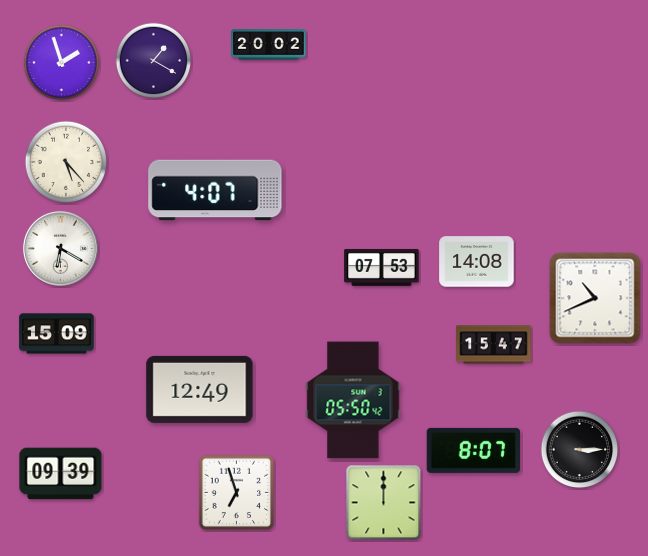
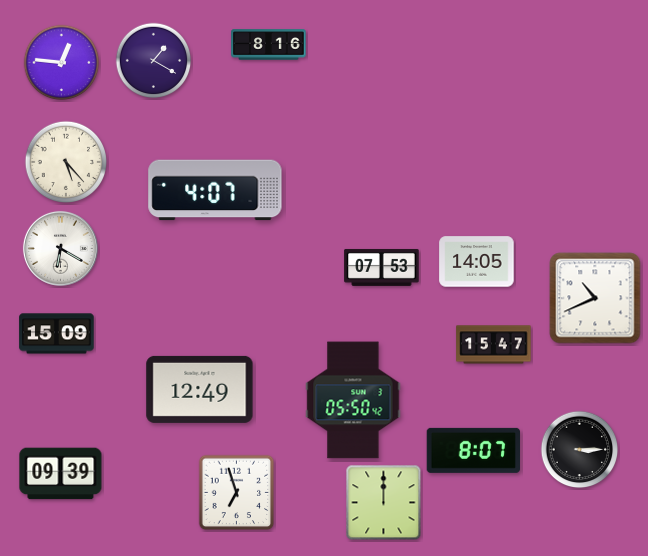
clock at (269, 45): 20:02 -> 8:16
clock at (62, 63): 1:57 -> 12:46
clock at (477, 262): 14:08 -> 14:05
